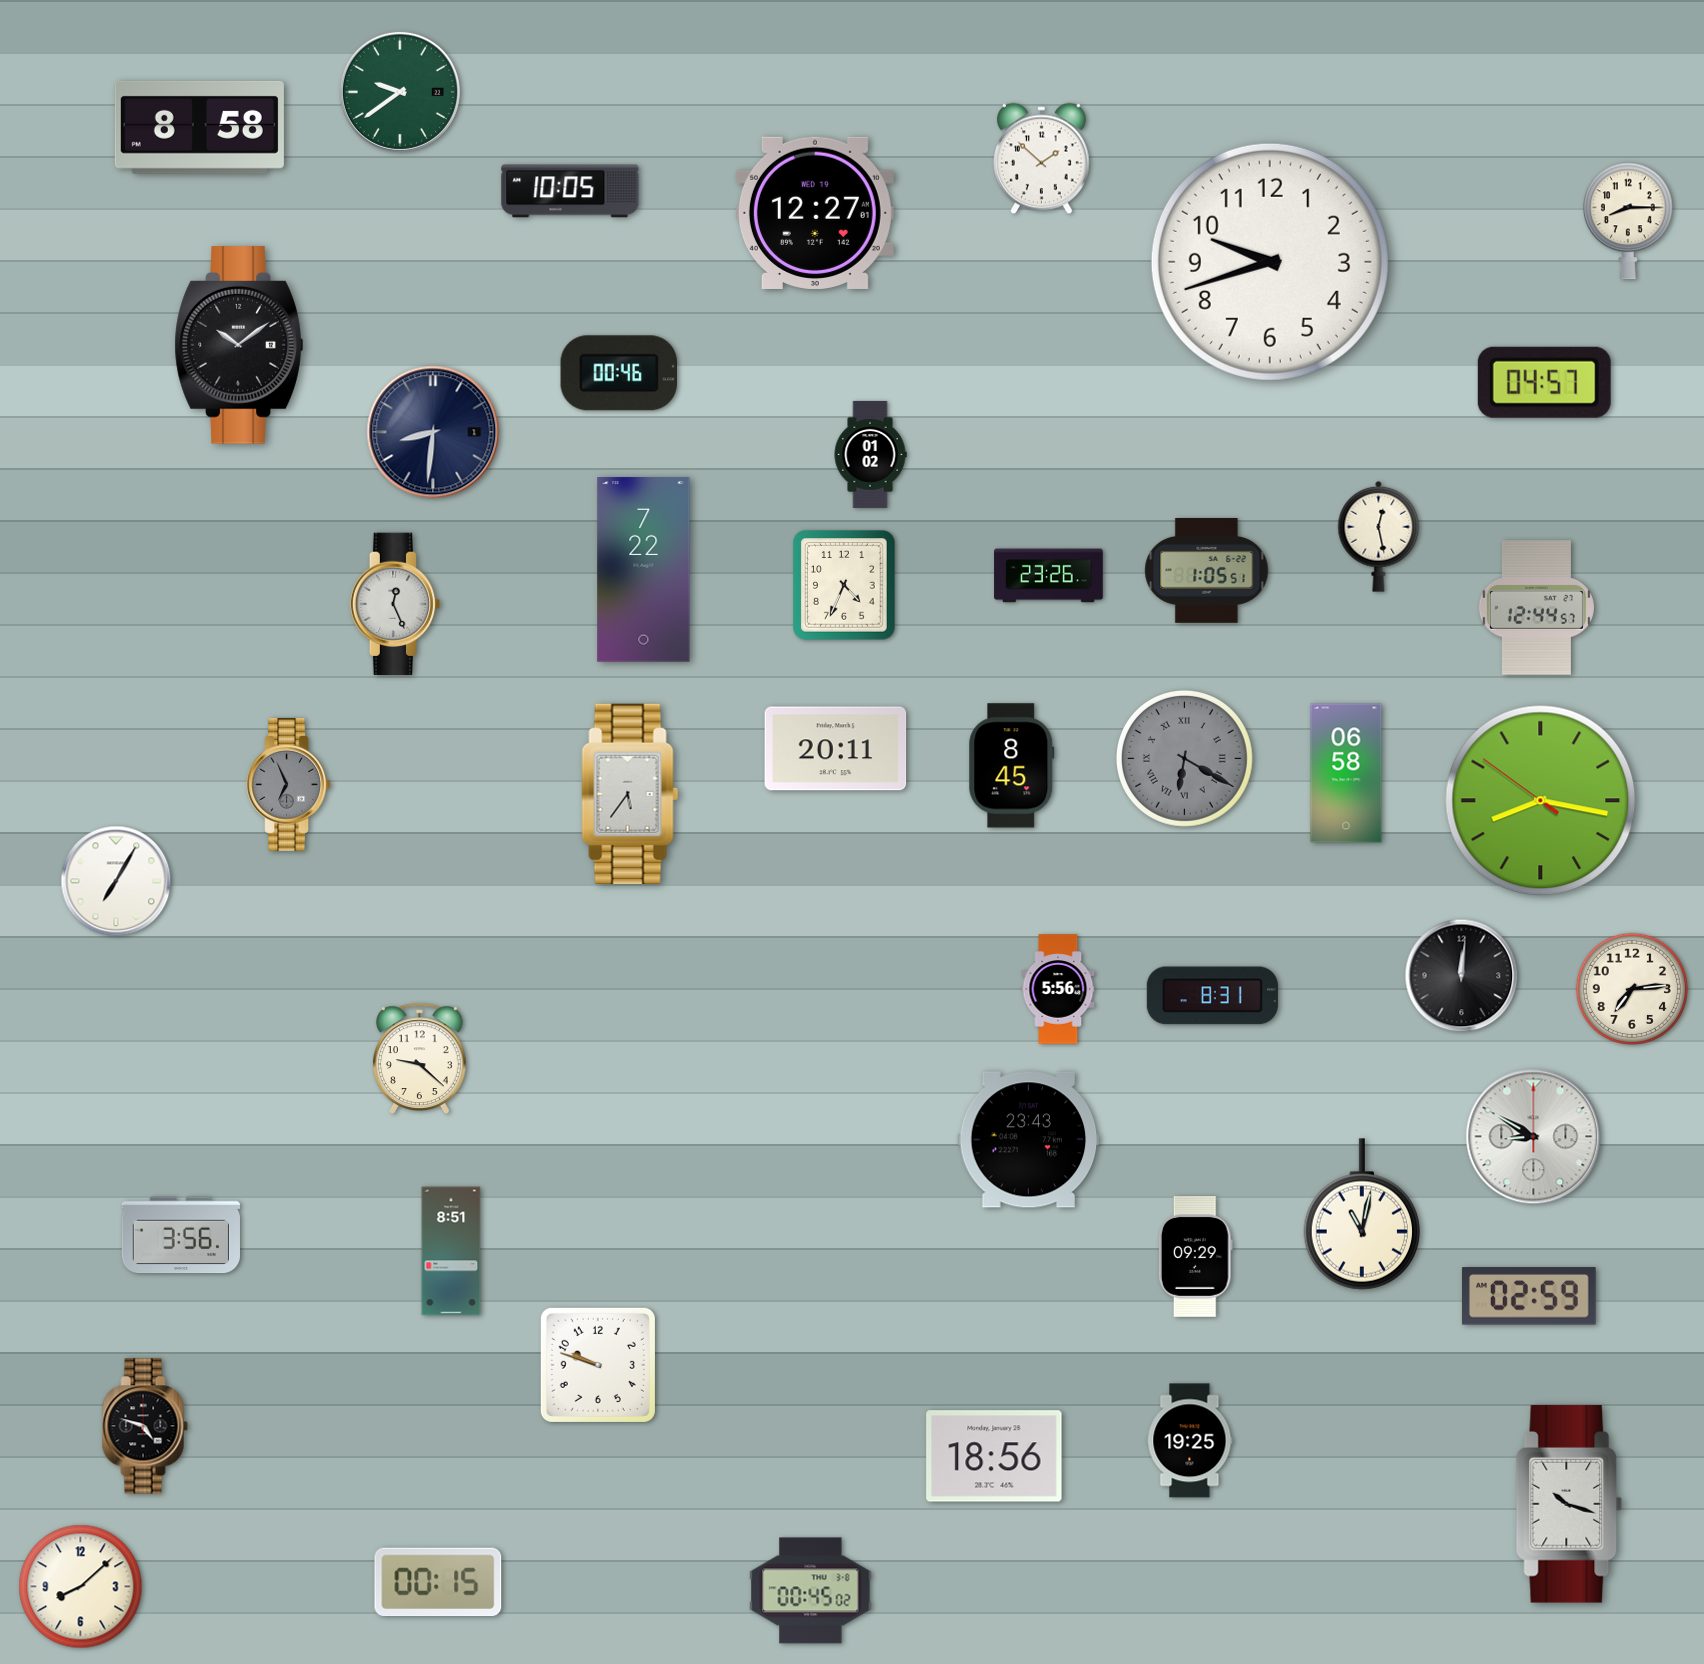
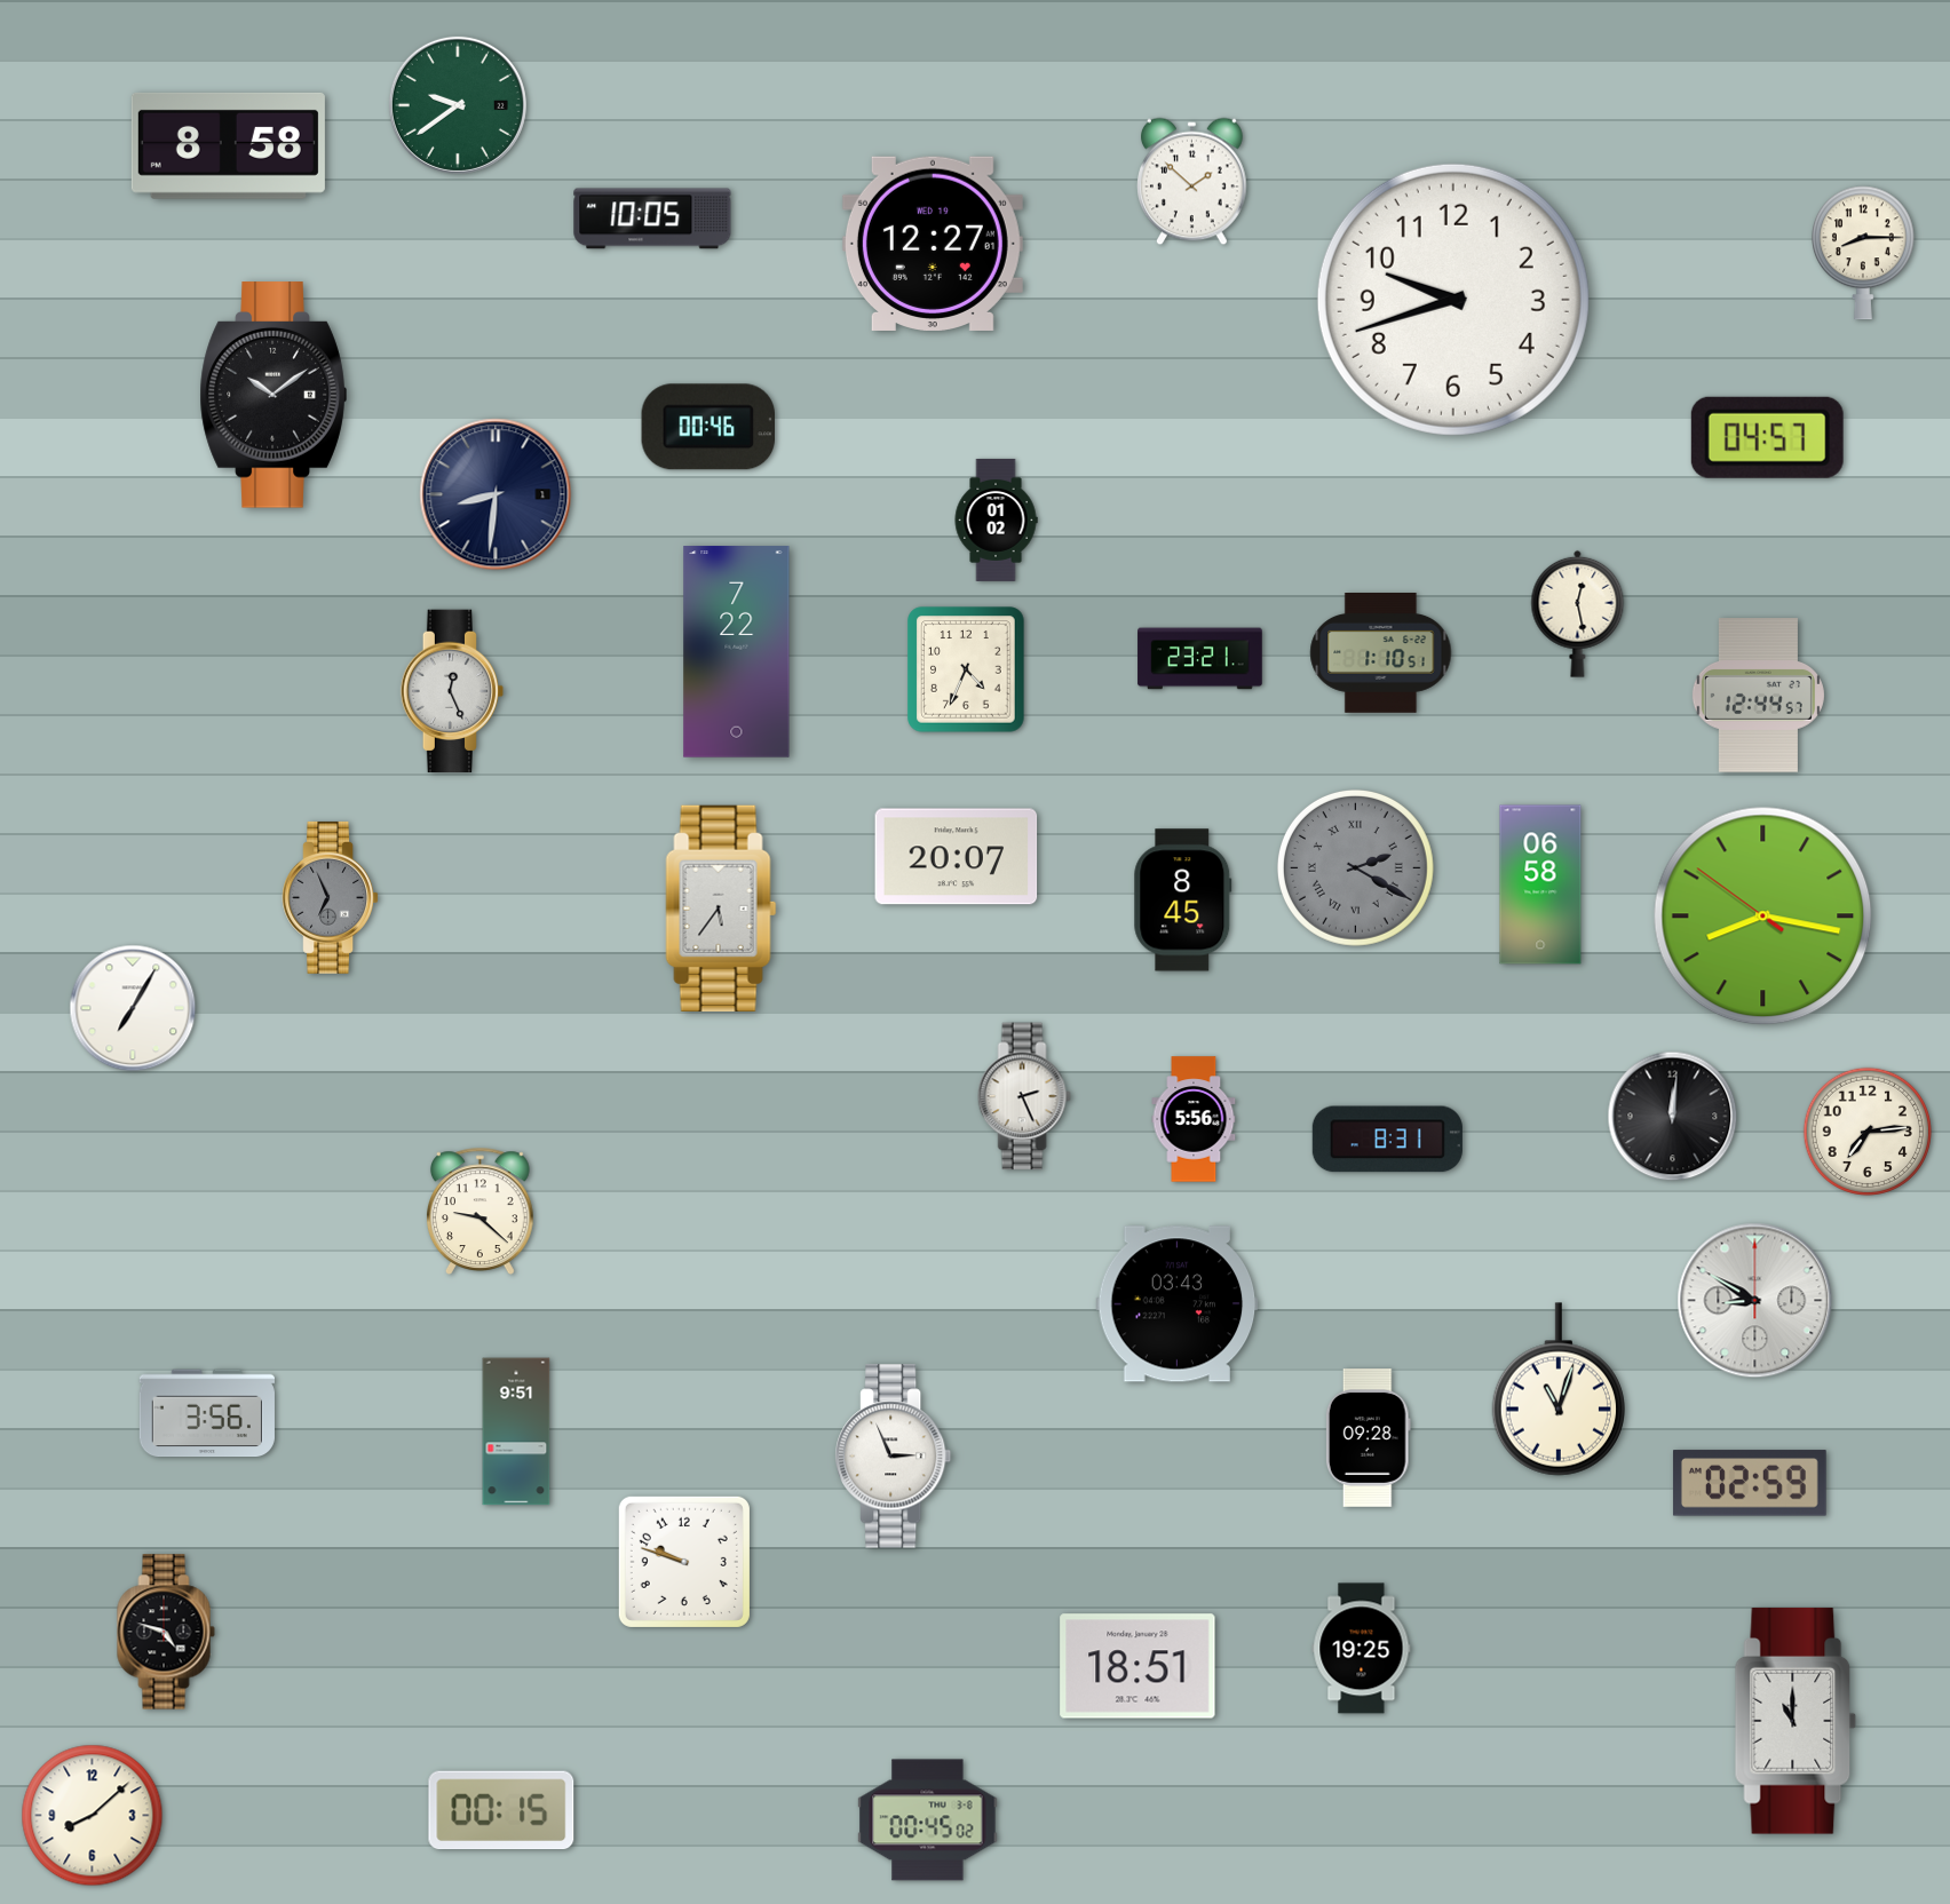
clock at (1207, 571): 1:05 -> 1:10
clock at (1049, 576): 23:26 -> 23:21
clock at (836, 749): 20:11 -> 20:07
clock at (1184, 758): 6:20 -> 2:20
clock at (1012, 766) position: (1012, 766) -> (1183, 901)
clock at (1024, 1096): none -> 2:26
clock at (1058, 989) position: (1058, 989) -> (1194, 1119)
clock at (1029, 1140): 23:43 -> 03:43
clock at (1362, 1214): 11:02 -> 11:03
clock at (451, 1251): 8:51 -> 9:51
clock at (1195, 1257): 09:29 -> 09:28
clock at (894, 1457): none -> 2:56
clock at (994, 1456): 18:56 -> 18:51
clock at (1569, 1504): 10:18 -> 11:00
